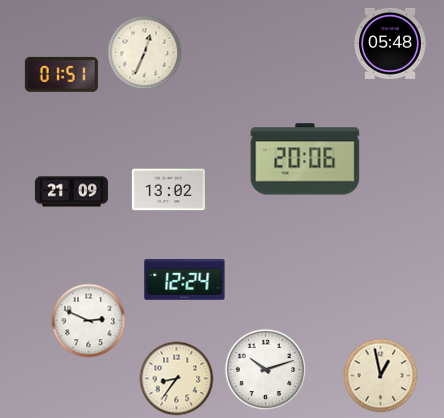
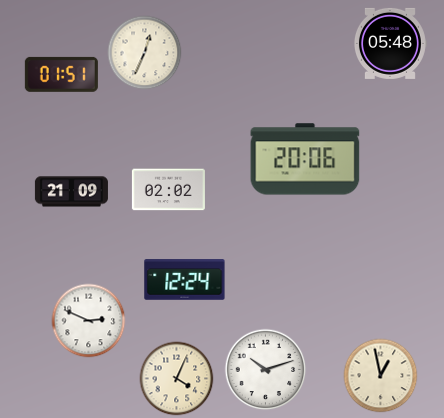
clock at (168, 190): 13:02 -> 02:02
clock at (177, 379): 8:36 -> 4:04
